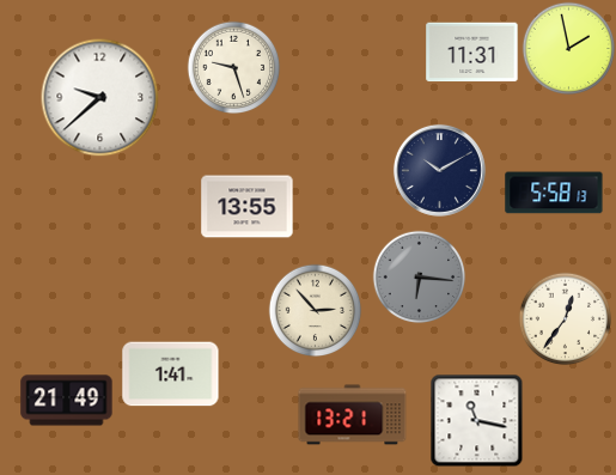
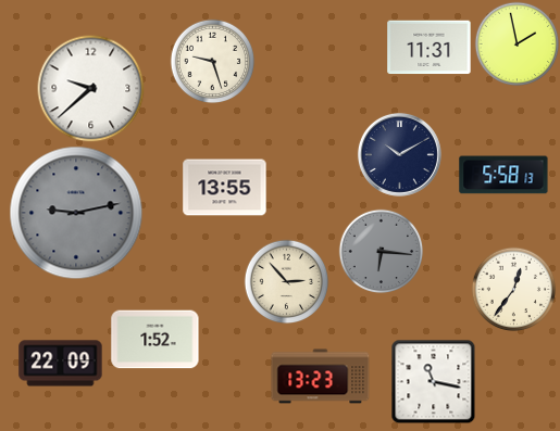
clock at (76, 213): none -> 9:13
clock at (171, 374): 1:41 -> 1:52
clock at (67, 401): 21:49 -> 22:09
clock at (353, 415): 13:21 -> 13:23
